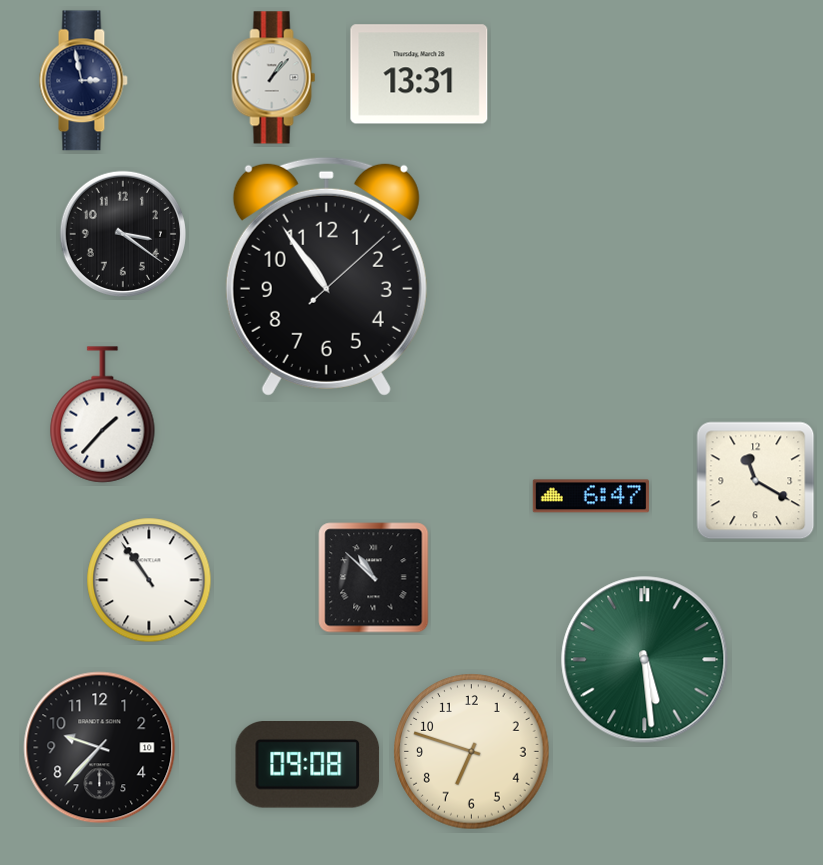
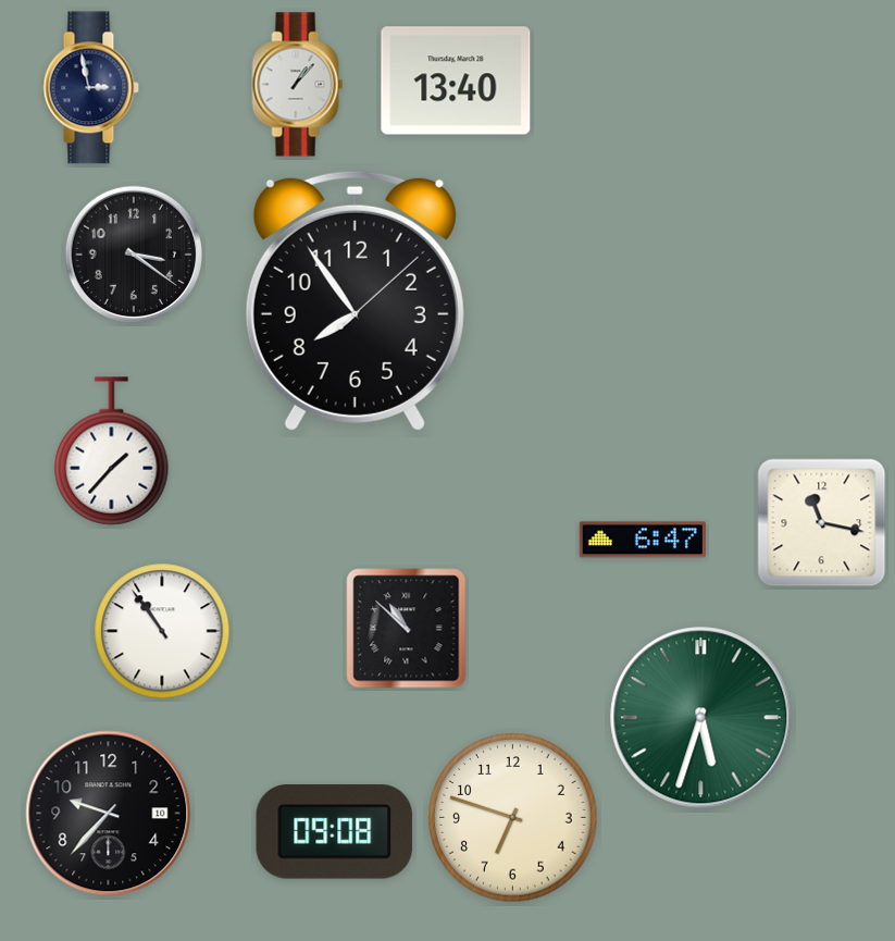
clock at (419, 74): 13:31 -> 13:40
clock at (326, 276): 10:54 -> 7:54
clock at (756, 481): 11:20 -> 11:17
clock at (645, 660): 5:29 -> 5:33
